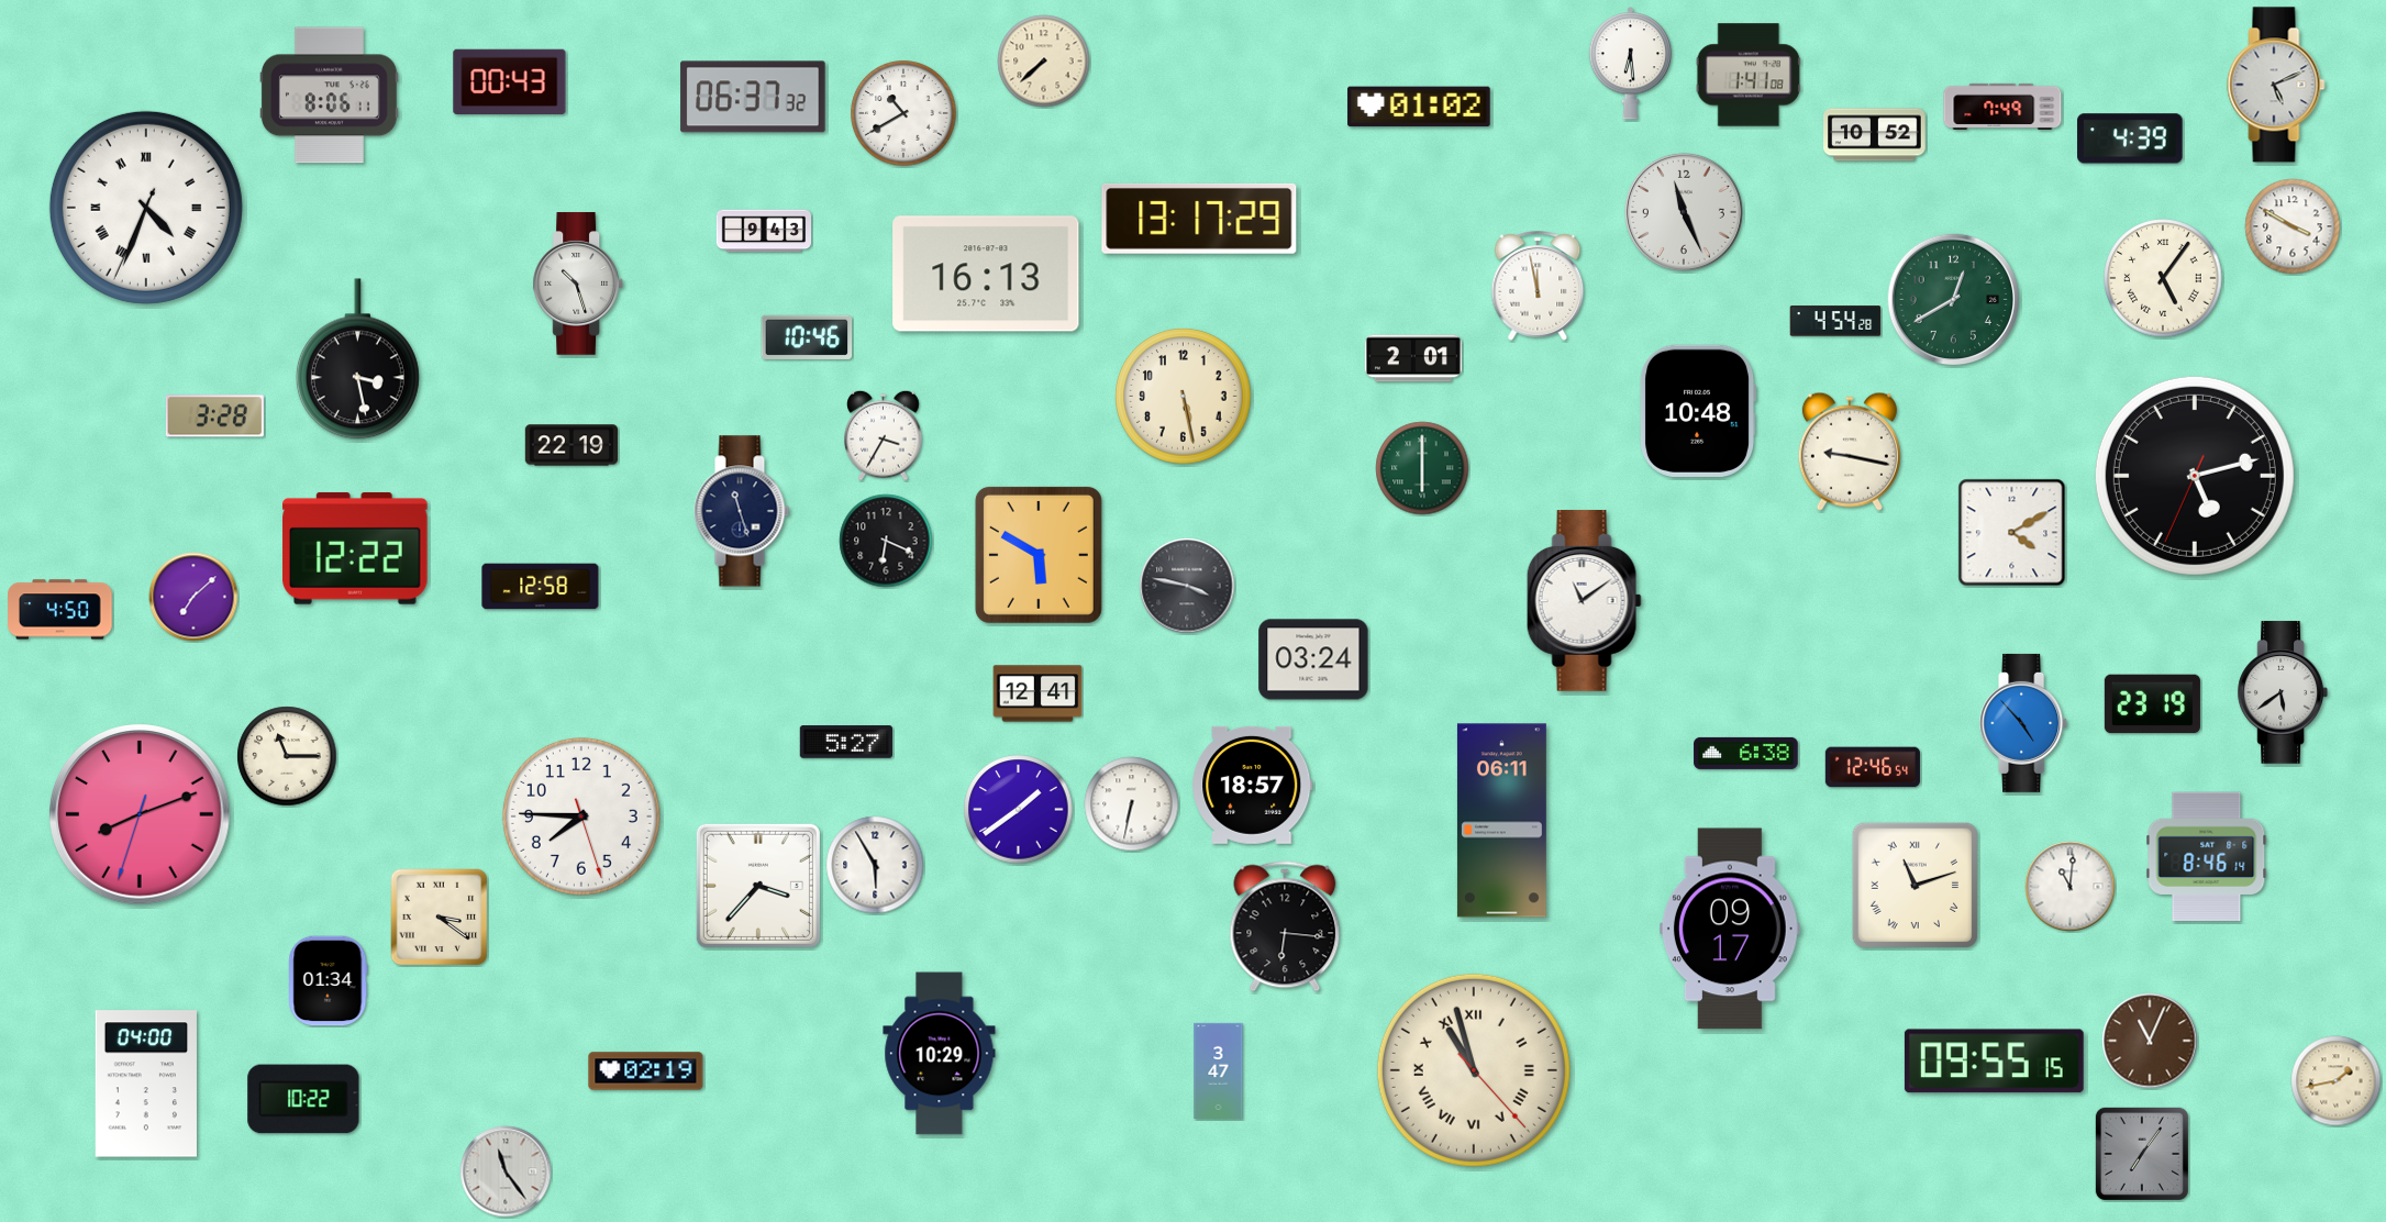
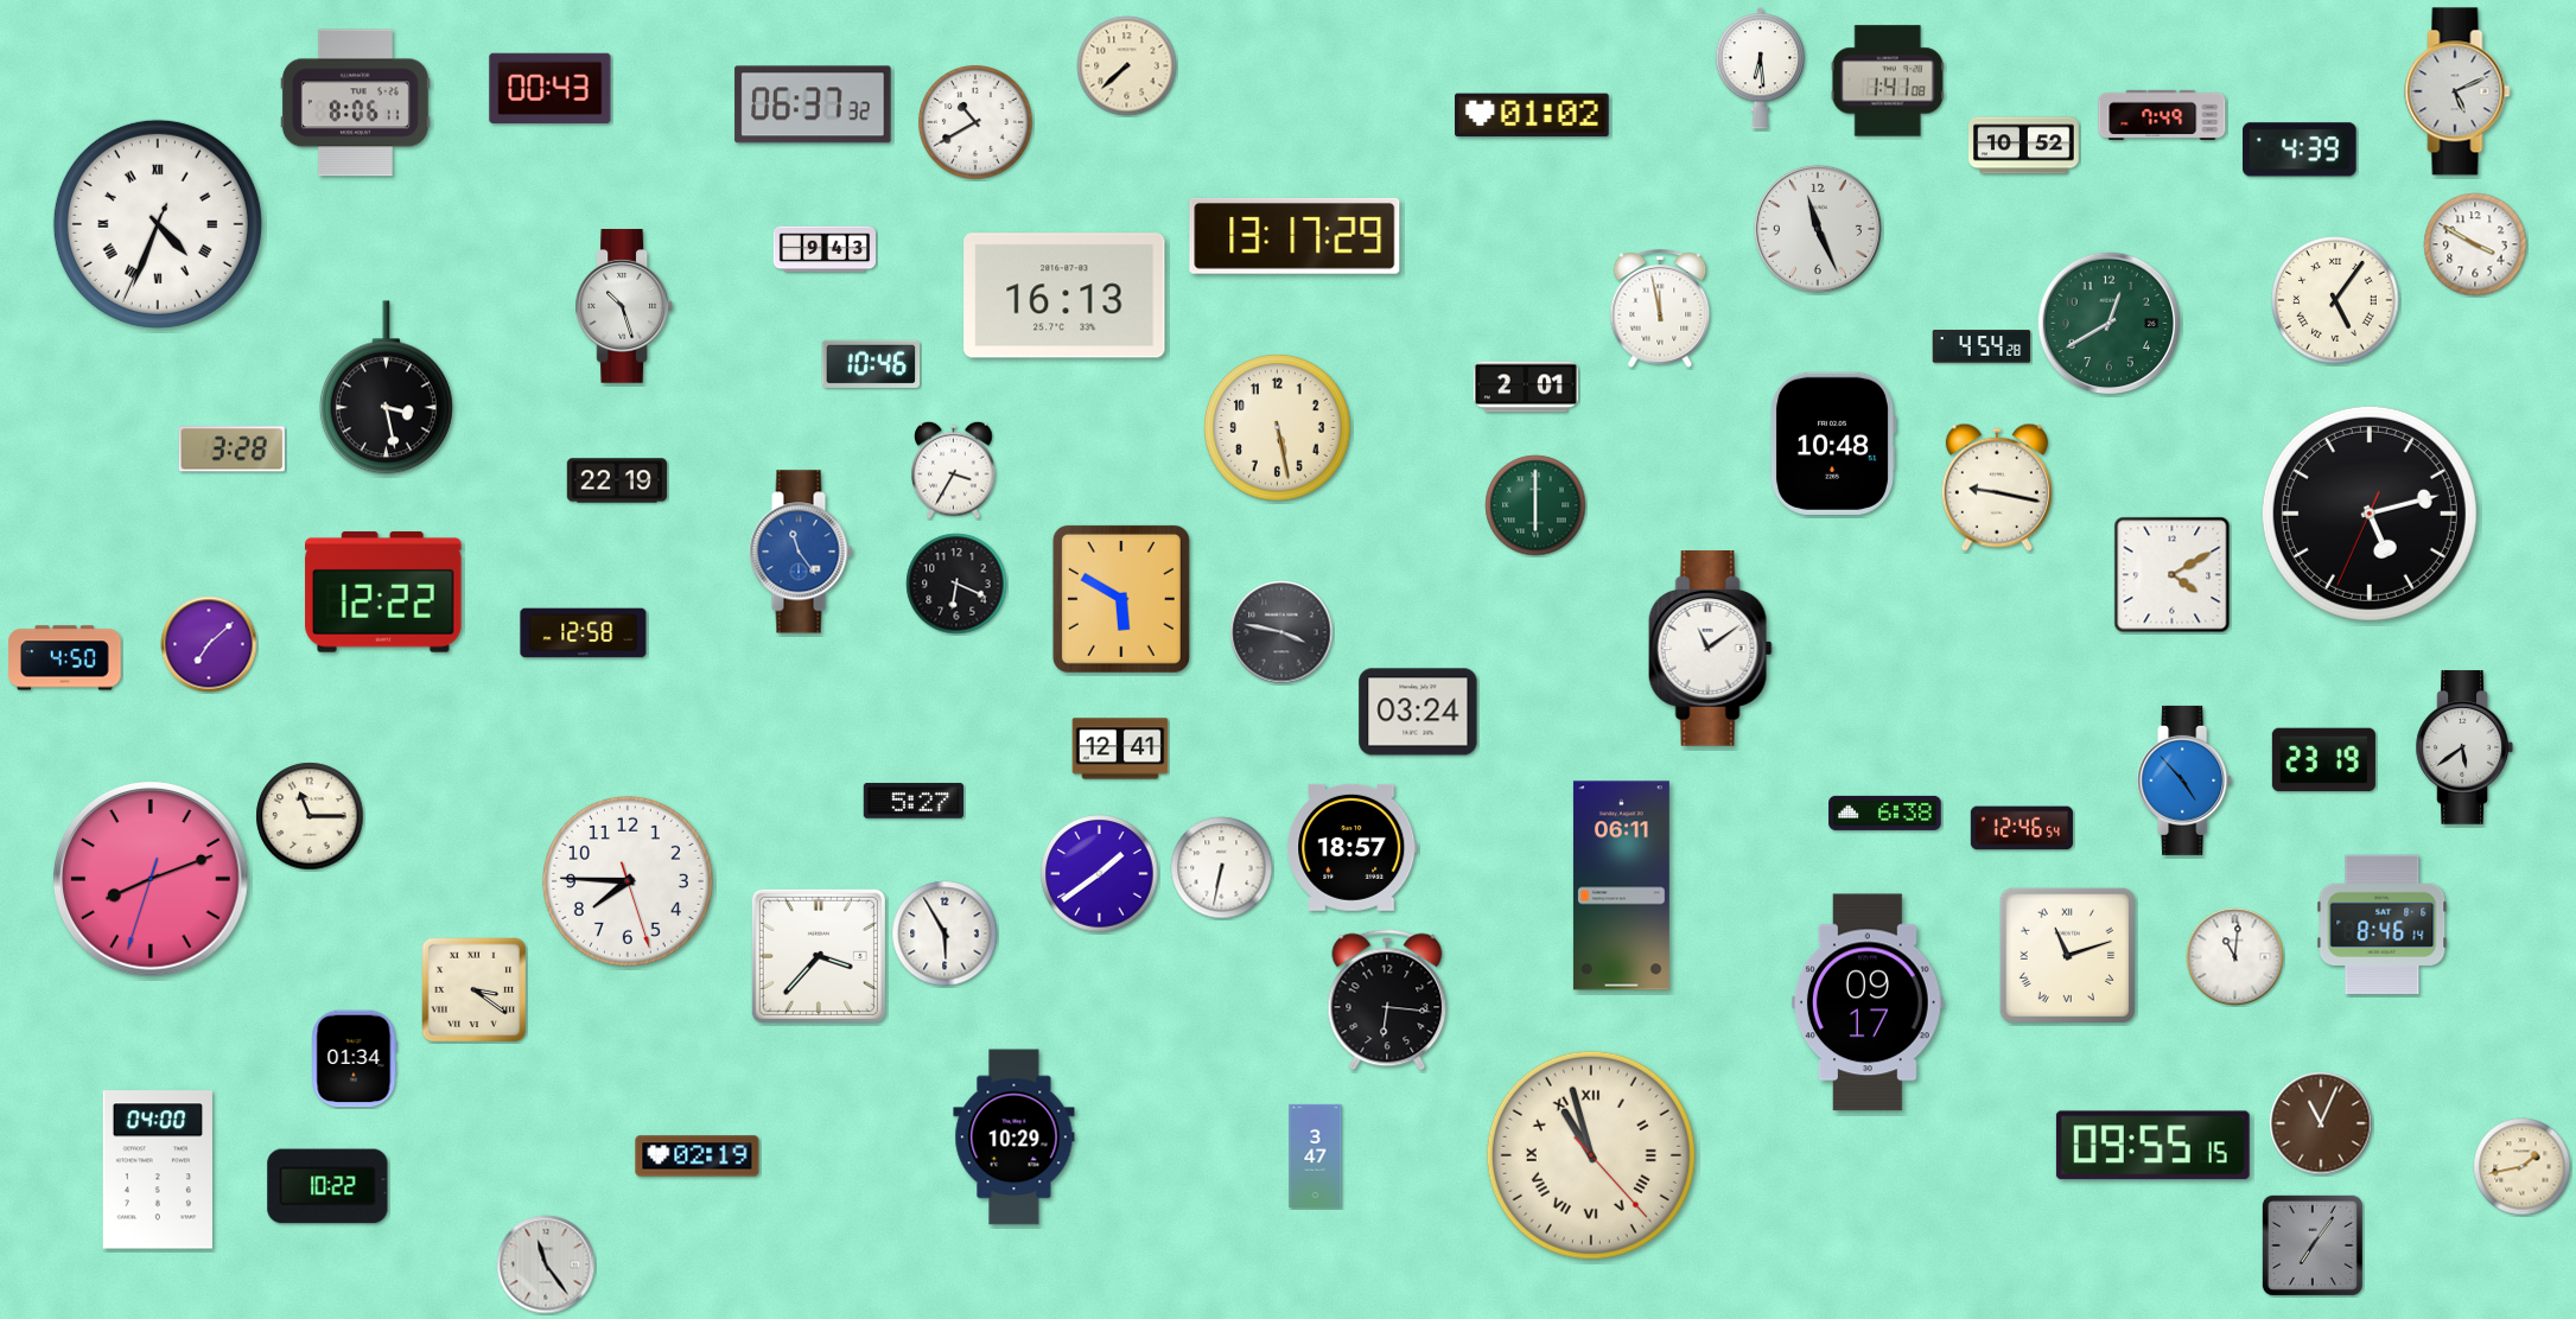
clock at (742, 511): 11:27 -> 11:24
clock at (742, 511) dial: navy -> blue
